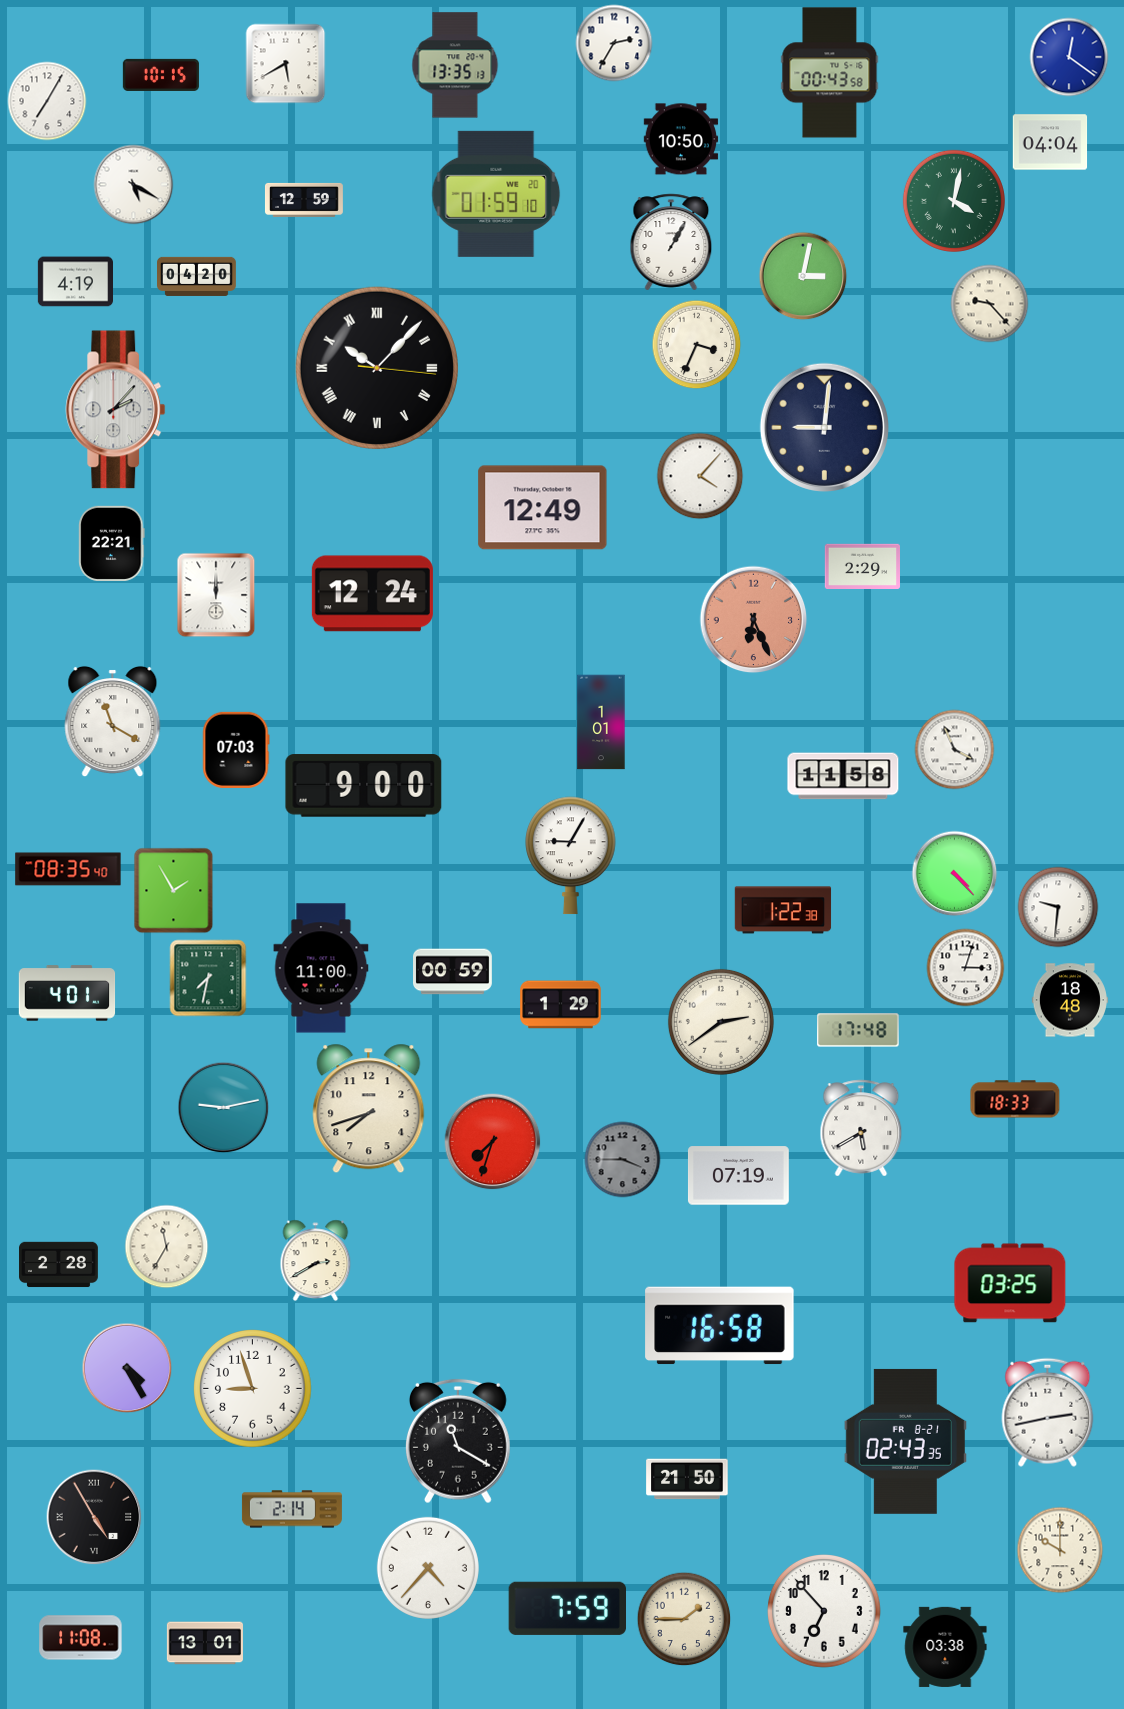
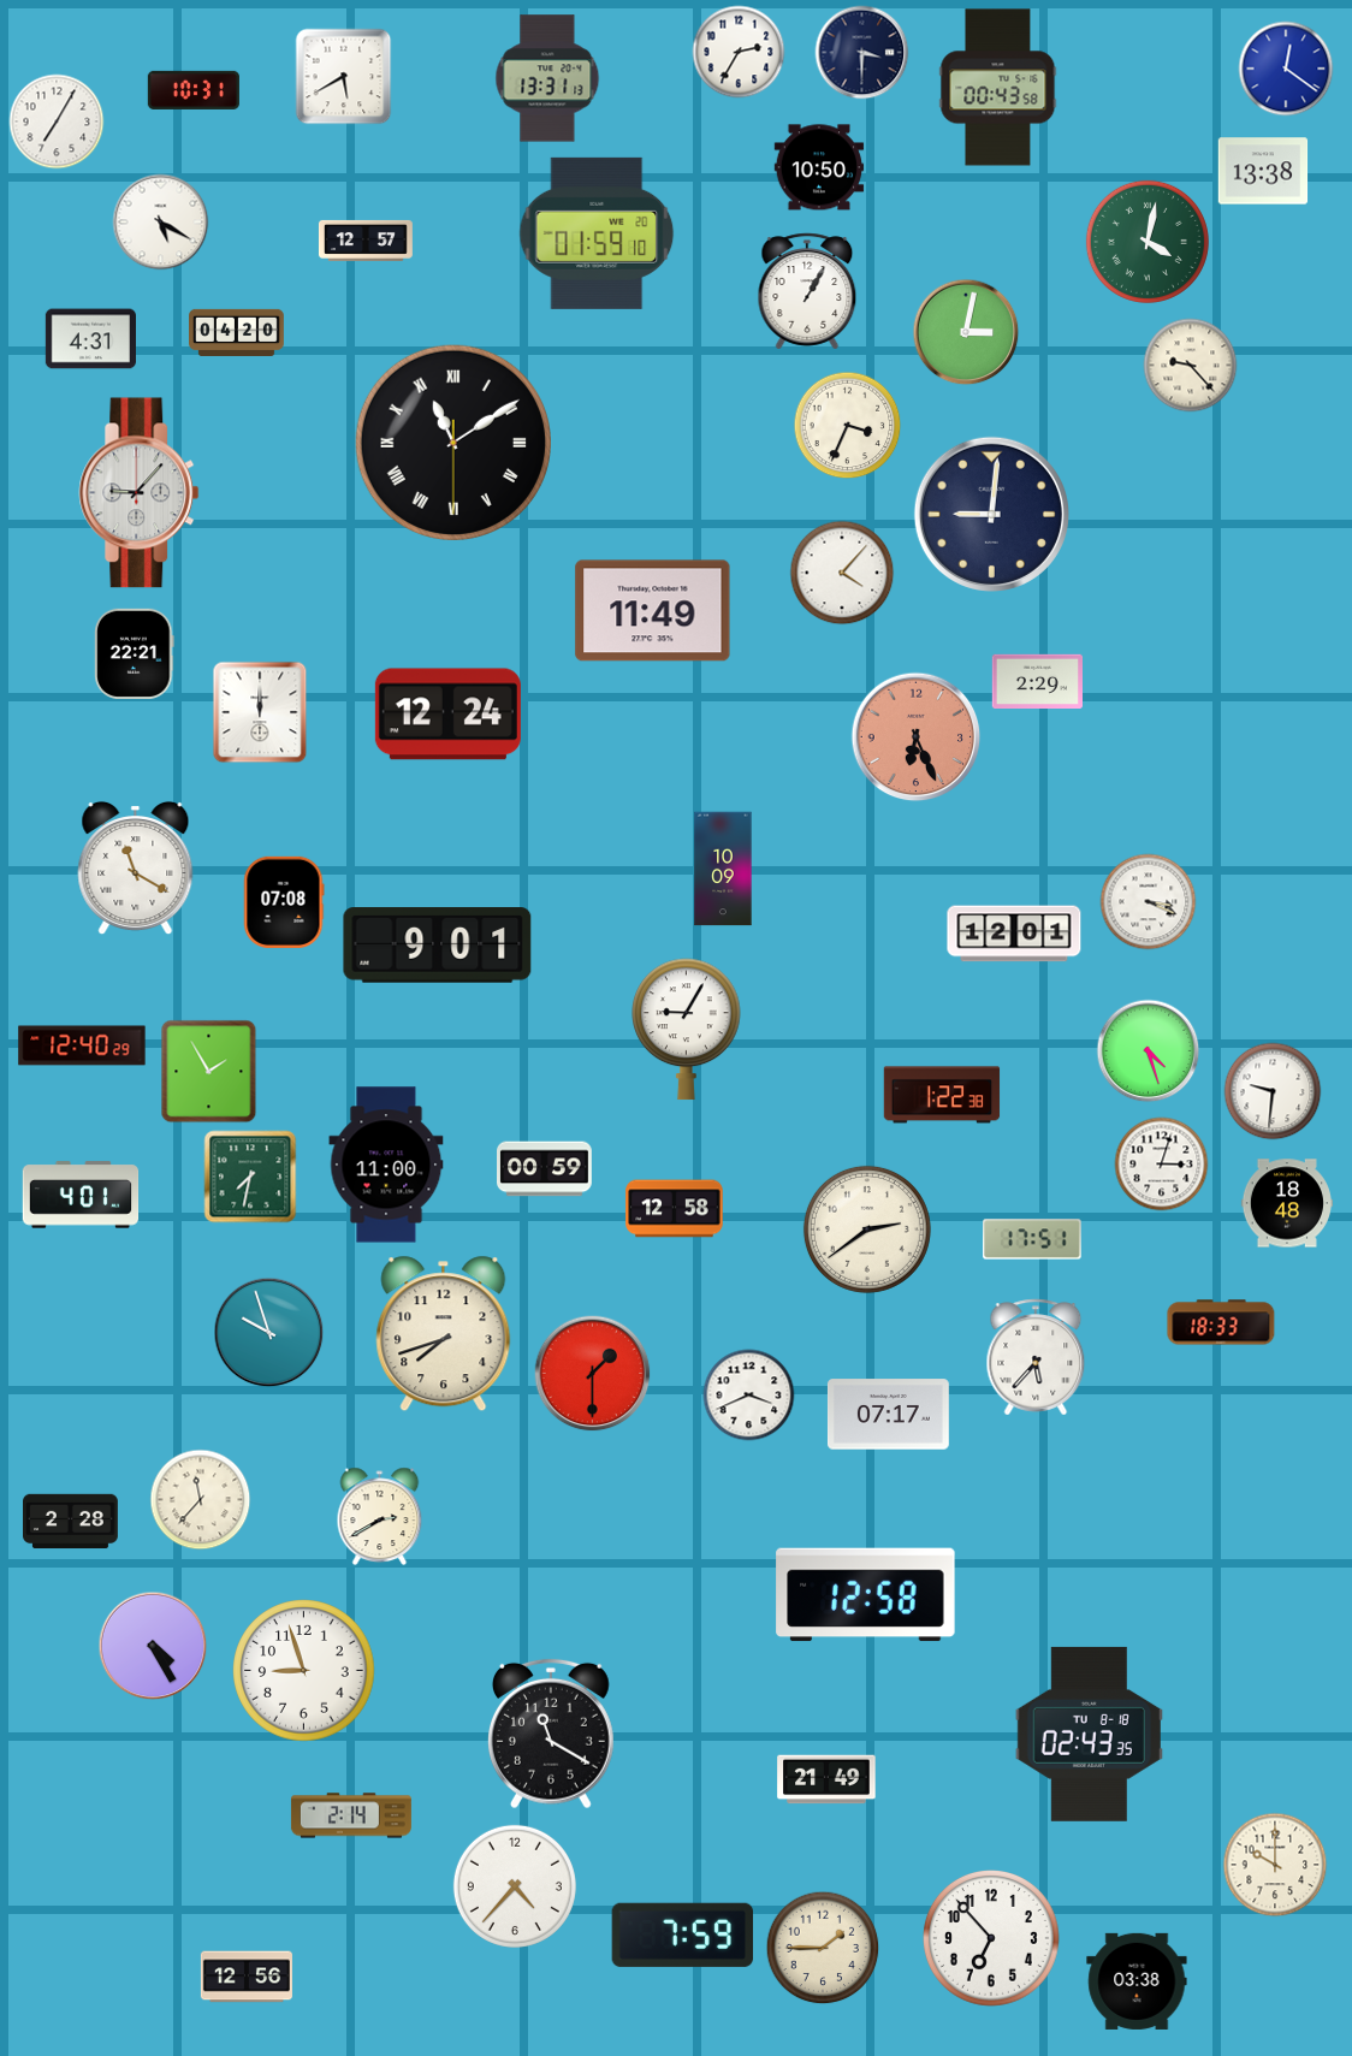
clock at (862, 53): none -> 3:30
clock at (455, 65): 13:35 -> 13:31
clock at (161, 75): 10:15 -> 10:31
clock at (1050, 142): 04:04 -> 13:38
clock at (304, 200): 12:59 -> 12:57
clock at (75, 282): 4:19 -> 4:31
clock at (697, 345) position: (697, 345) -> (848, 426)
clock at (376, 367): 10:07 -> 11:09
clock at (116, 410): 2:07 -> 9:07
clock at (543, 508): 12:49 -> 11:49
clock at (216, 595) position: (216, 595) -> (260, 712)
clock at (754, 620) position: (754, 620) -> (917, 737)
clock at (601, 722): 1:01 -> 10:09
clock at (236, 750): 07:03 -> 07:08
clock at (955, 750): 3:56 -> 3:19
clock at (843, 776): 11:58 -> 12:01
clock at (364, 786): 9:00 -> 9:01
clock at (68, 869): 08:35 -> 12:40
clock at (955, 874): 4:23 -> 4:27
clock at (561, 1005): 1:29 -> 12:58
clock at (858, 1030): 17:48 -> 17:51
clock at (224, 1108): 9:13 -> 9:57
clock at (861, 1128): 5:40 -> 5:37
clock at (493, 1142): 7:33 -> 1:30
clock at (623, 1160): 3:45 -> 3:41
clock at (623, 1160) dial: grey -> white
clock at (738, 1176): 07:19 -> 07:17
clock at (167, 1247): 11:35 -> 11:37
clock at (1010, 1283): 03:25 -> none
clock at (720, 1326): 16:58 -> 12:58
clock at (1048, 1412): 2:43 -> none
clock at (905, 1441) date: FR 8-21 -> TU 8-18
clock at (687, 1479): 21:50 -> 21:49
clock at (94, 1517): 4:55 -> none
clock at (81, 1638): 11:08 -> none
clock at (205, 1643): 13:01 -> 12:56
